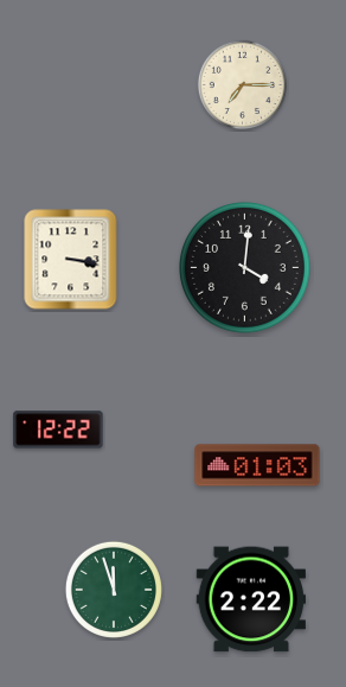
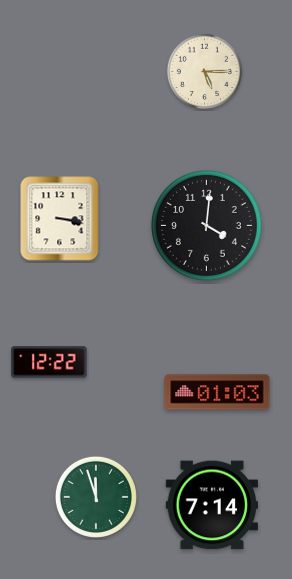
clock at (242, 84): 7:15 -> 5:15
clock at (250, 599): 2:22 -> 7:14
